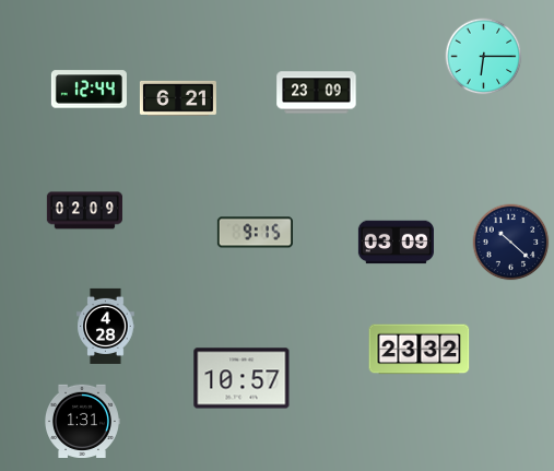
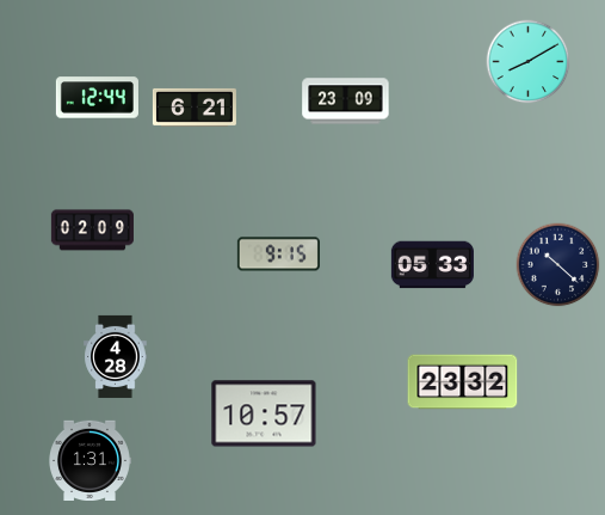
clock at (484, 57): 6:15 -> 8:10
clock at (396, 243): 03:09 -> 05:33
clock at (420, 350) position: (420, 350) -> (463, 382)
